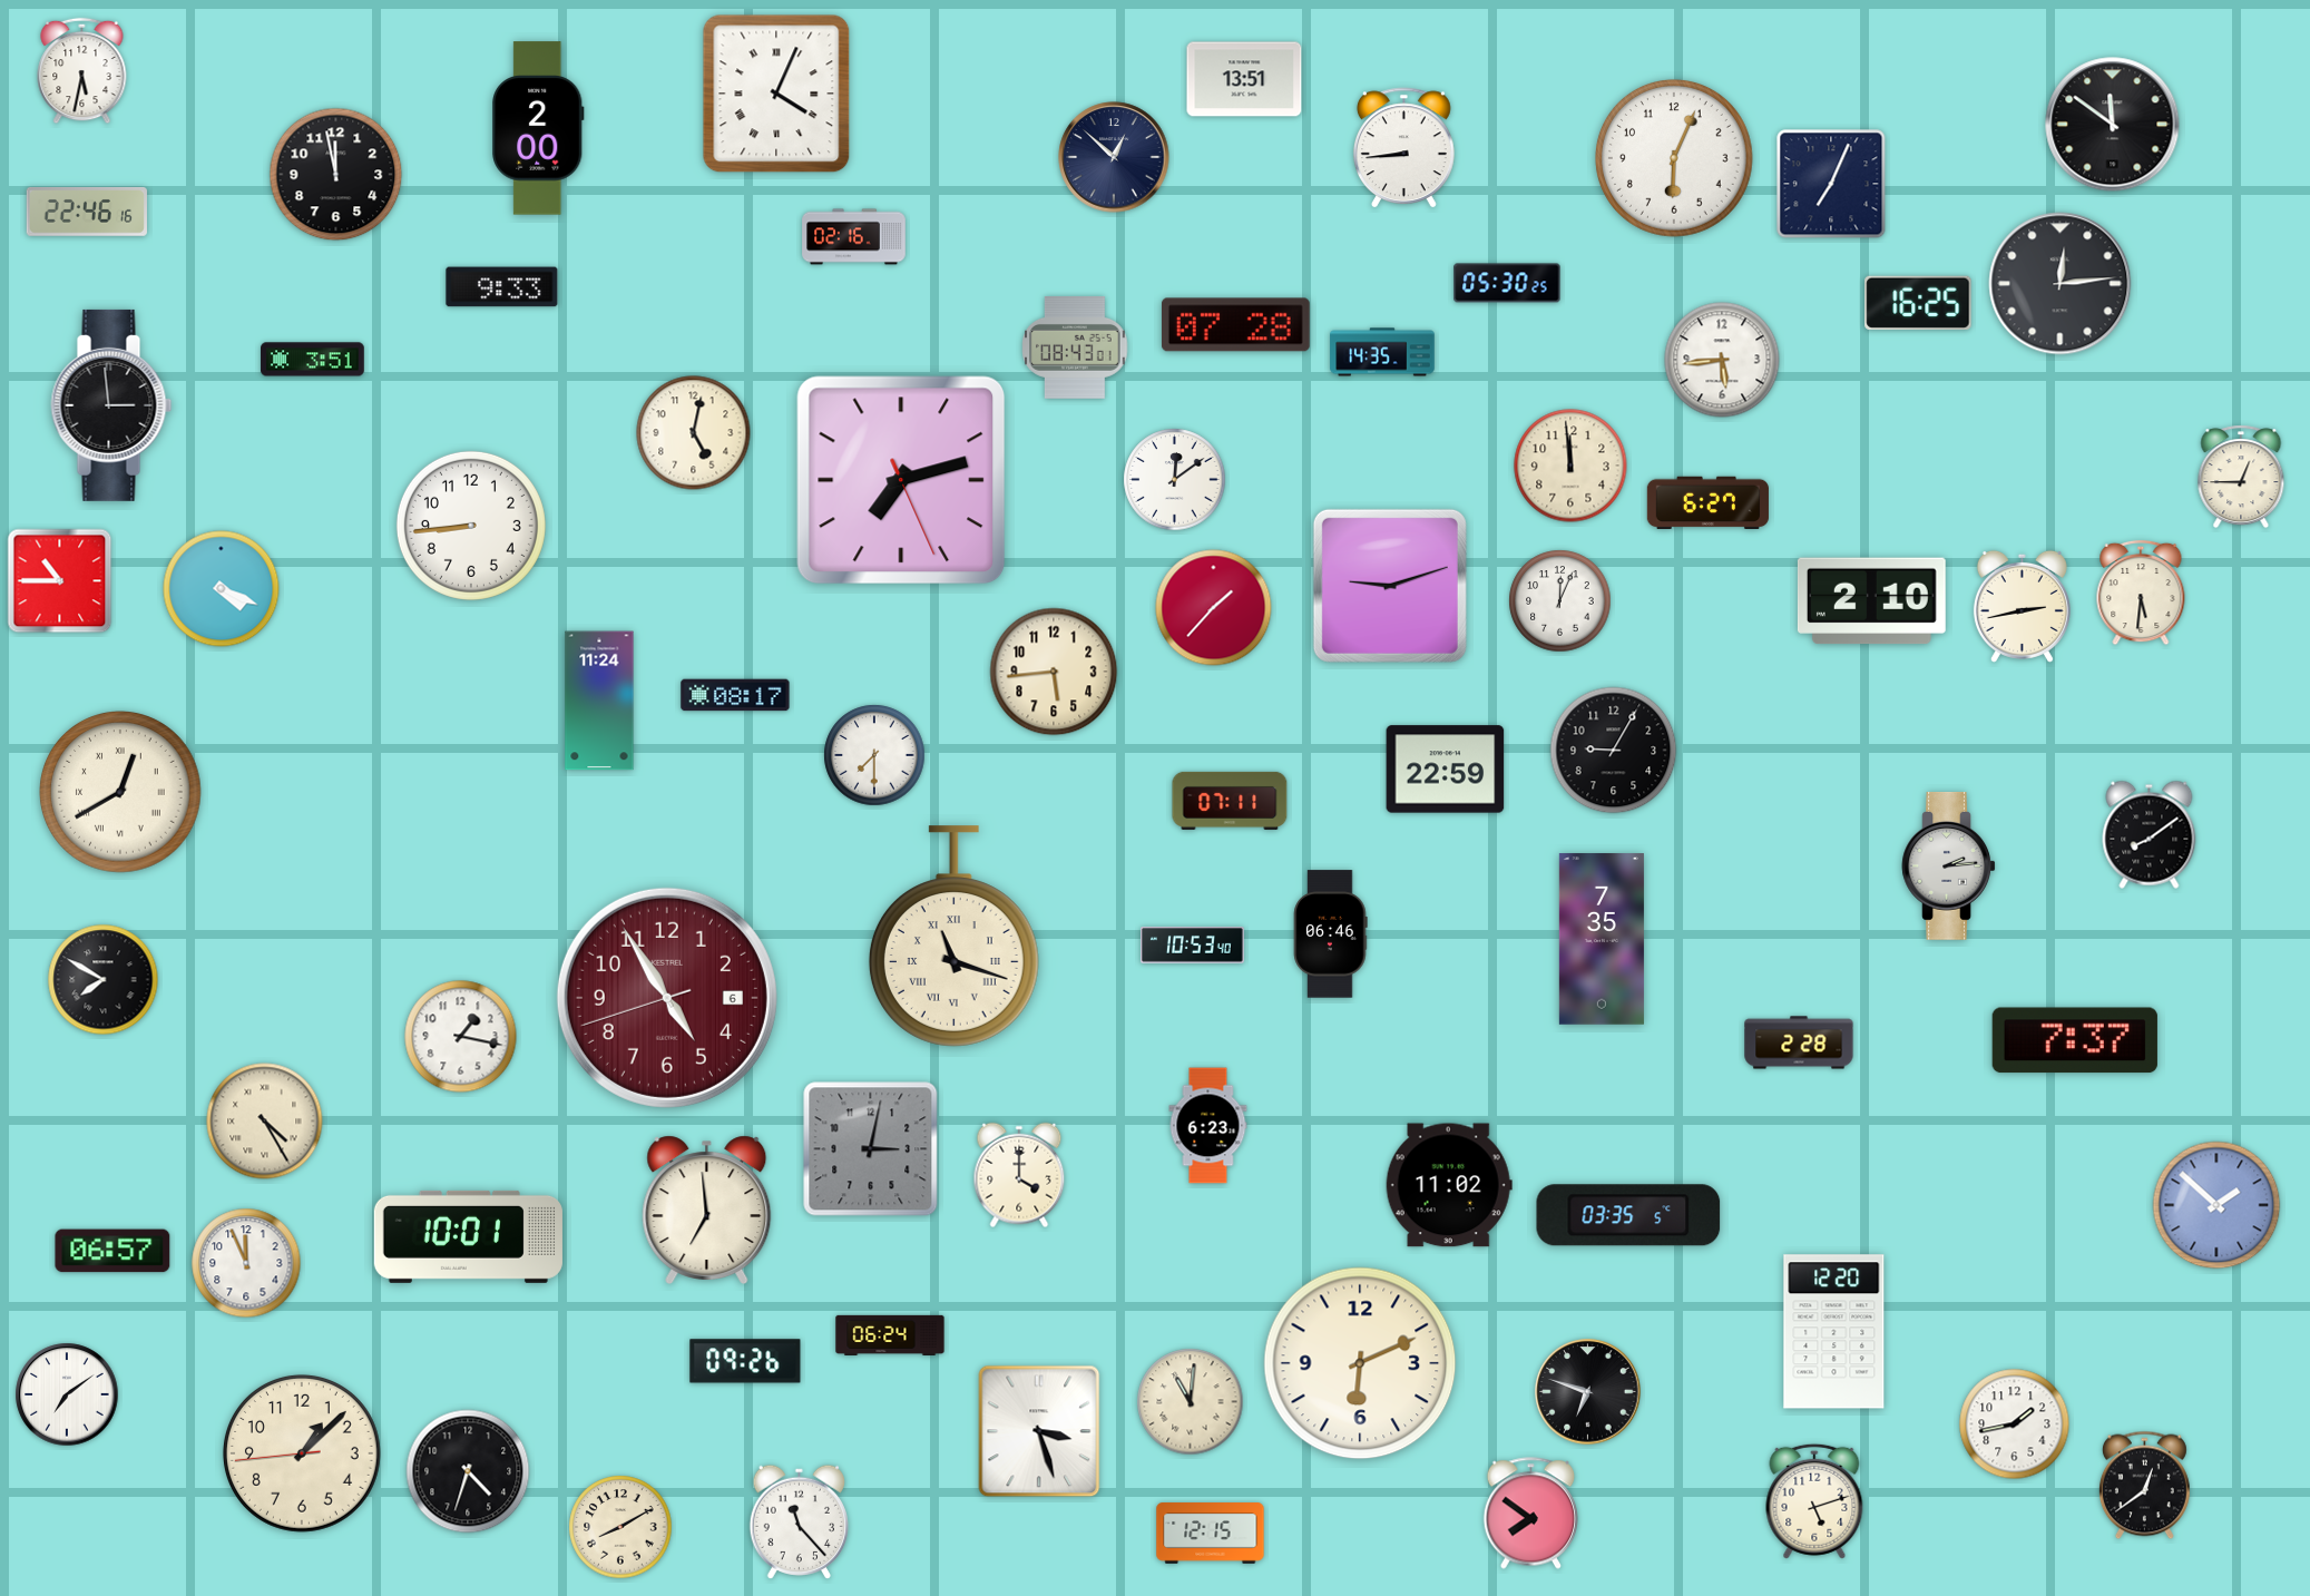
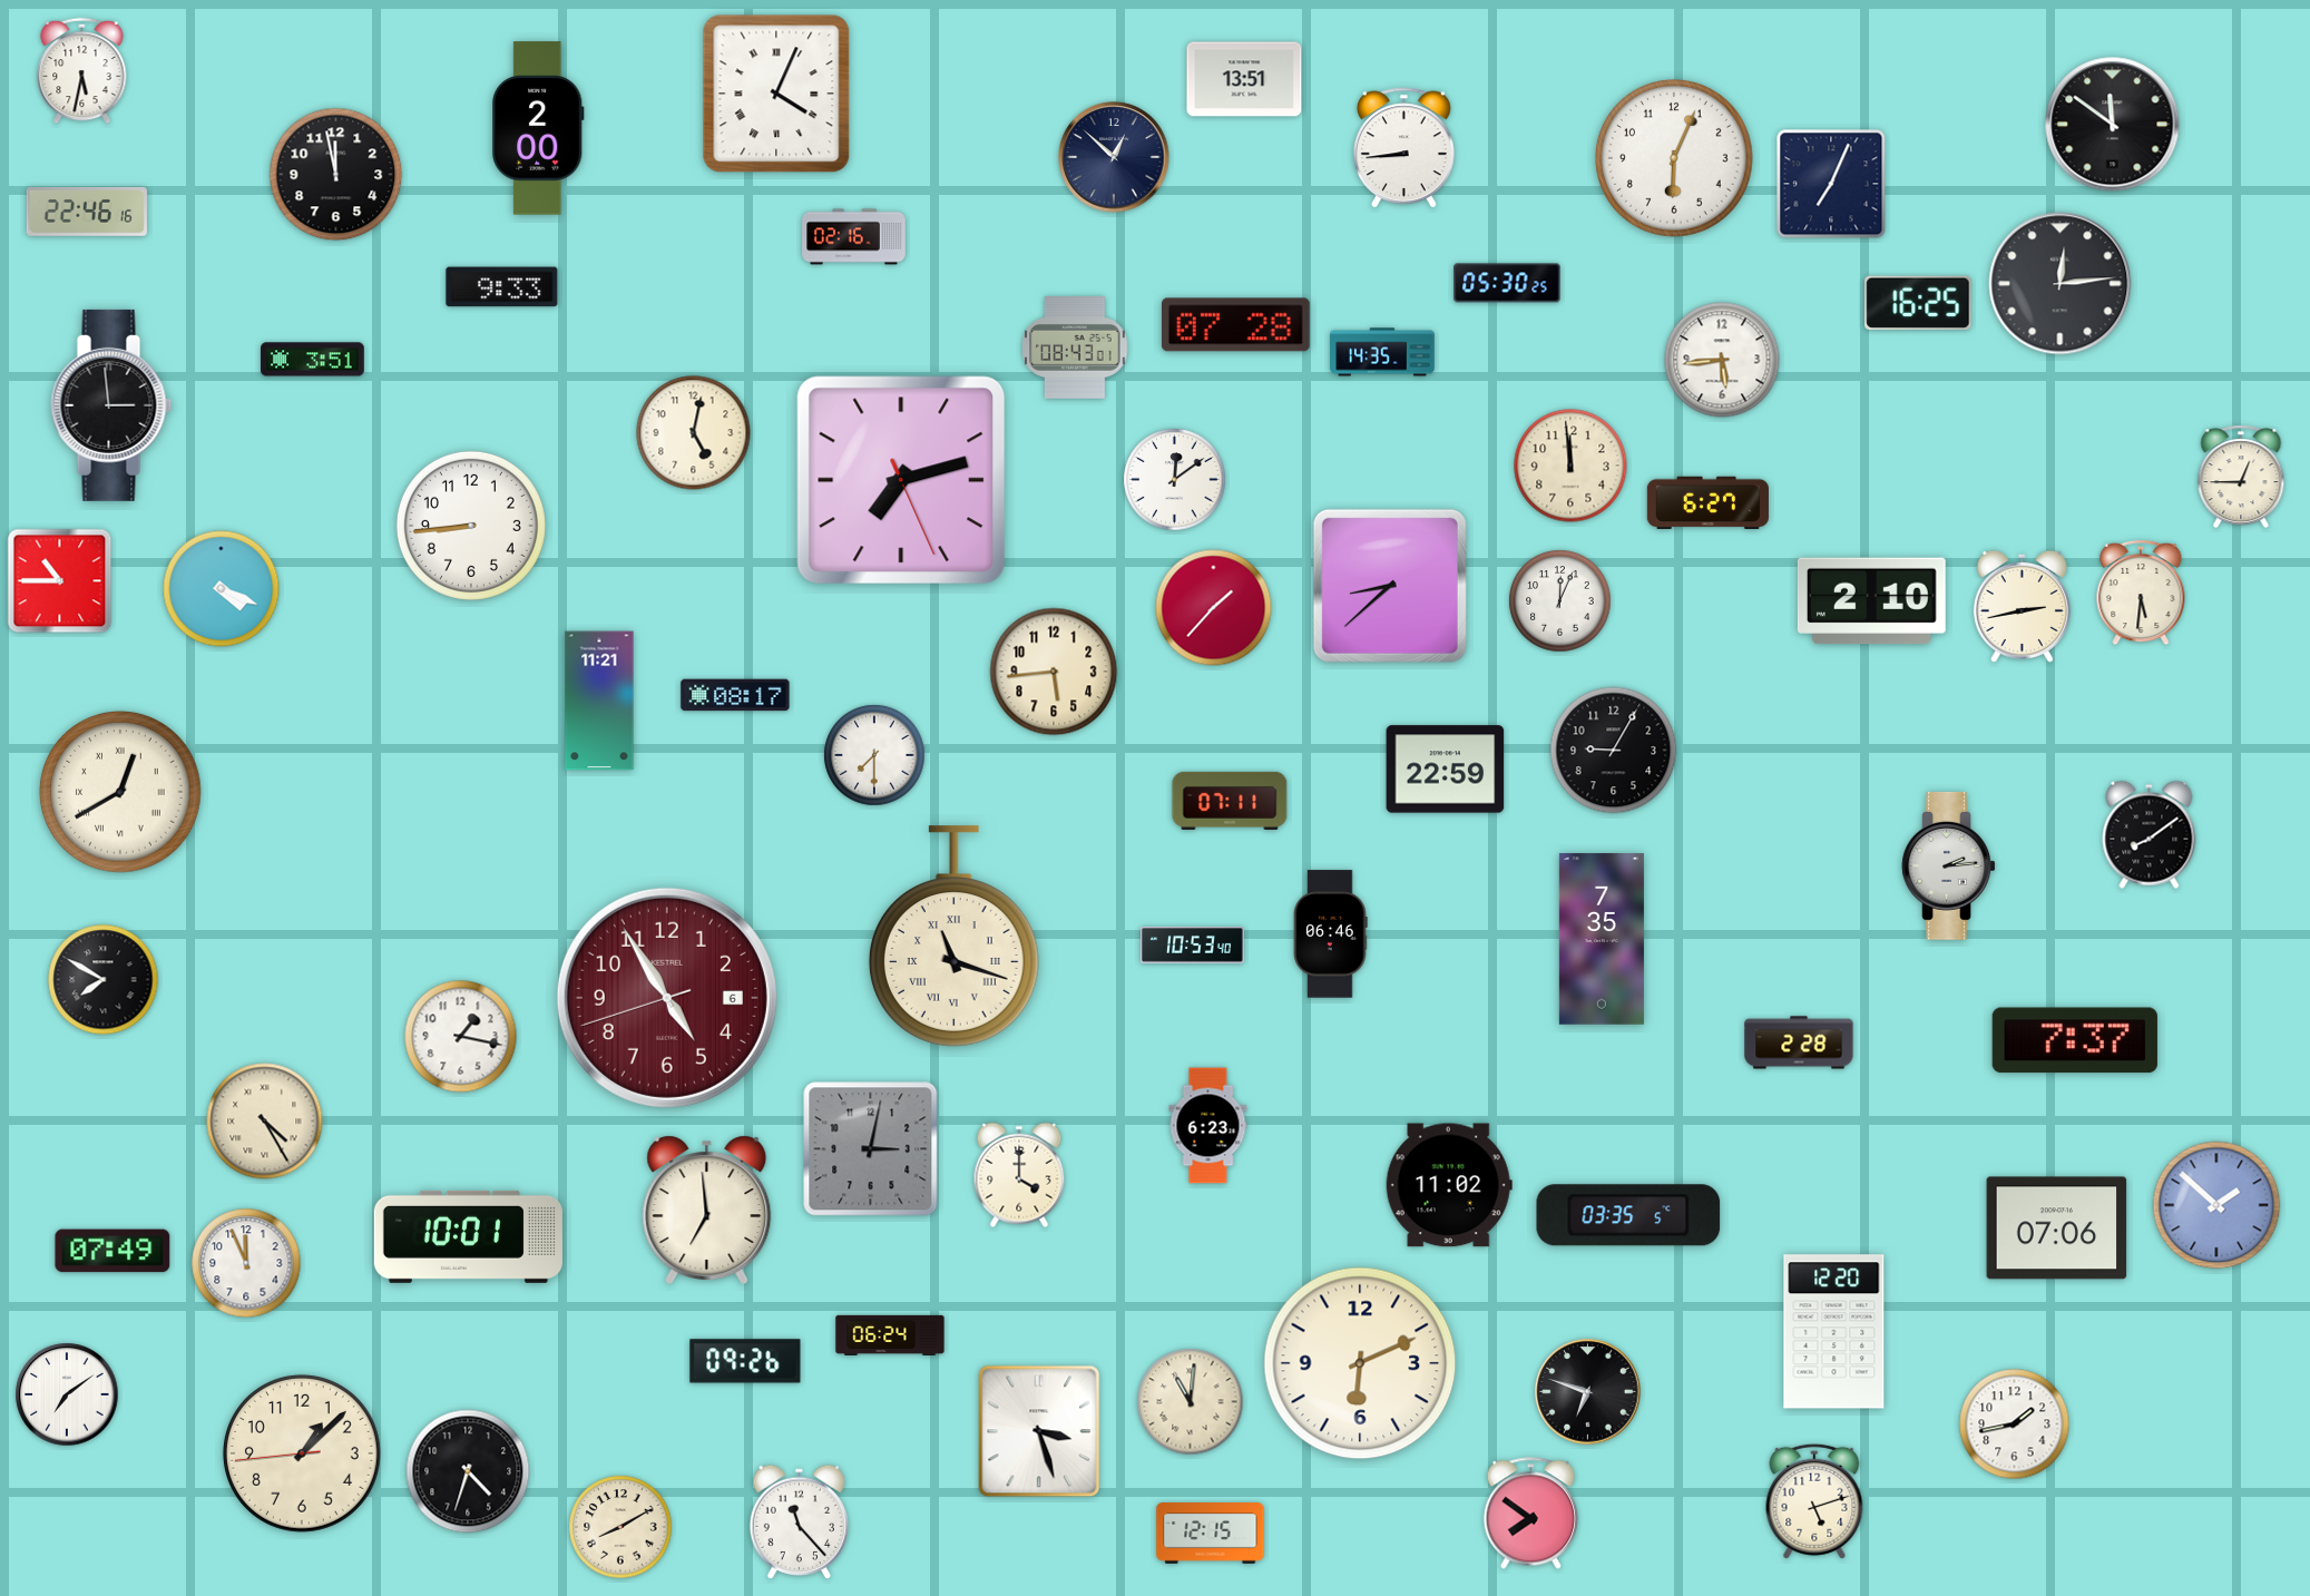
clock at (1390, 586): 9:12 -> 8:38
clock at (599, 701): 11:24 -> 11:21
clock at (2057, 1228): none -> 07:06
clock at (112, 1251): 06:57 -> 07:49
clock at (2144, 1486): 12:39 -> none
